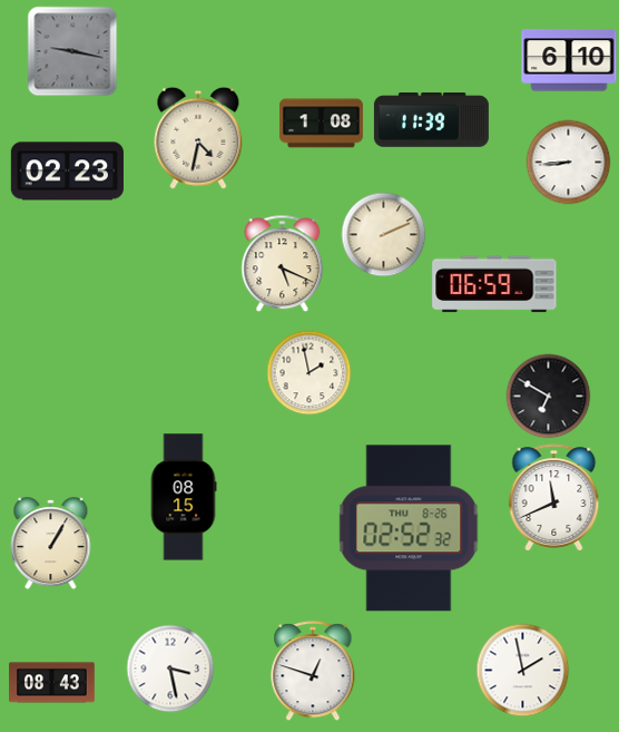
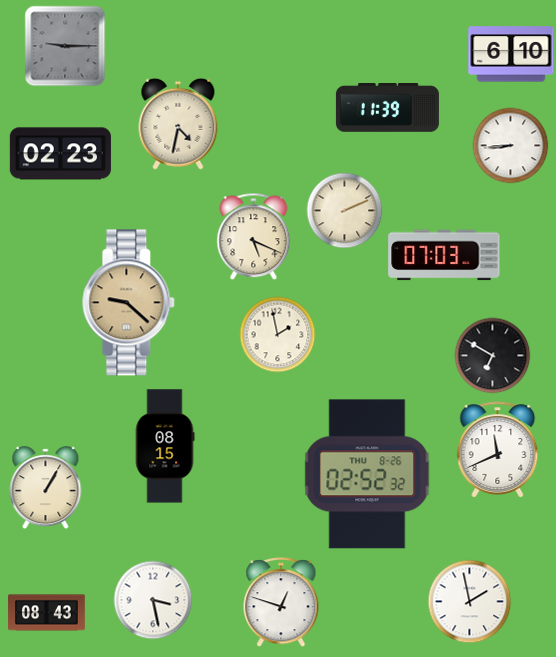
clock at (72, 51): 9:17 -> 9:15
clock at (321, 124): 1:08 -> none
clock at (494, 284): 06:59 -> 07:03
clock at (129, 303): none -> 9:22
clock at (554, 498) position: (554, 498) -> (498, 450)
